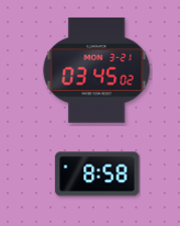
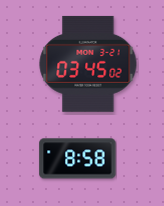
clock at (98, 174) position: (98, 174) -> (78, 159)
